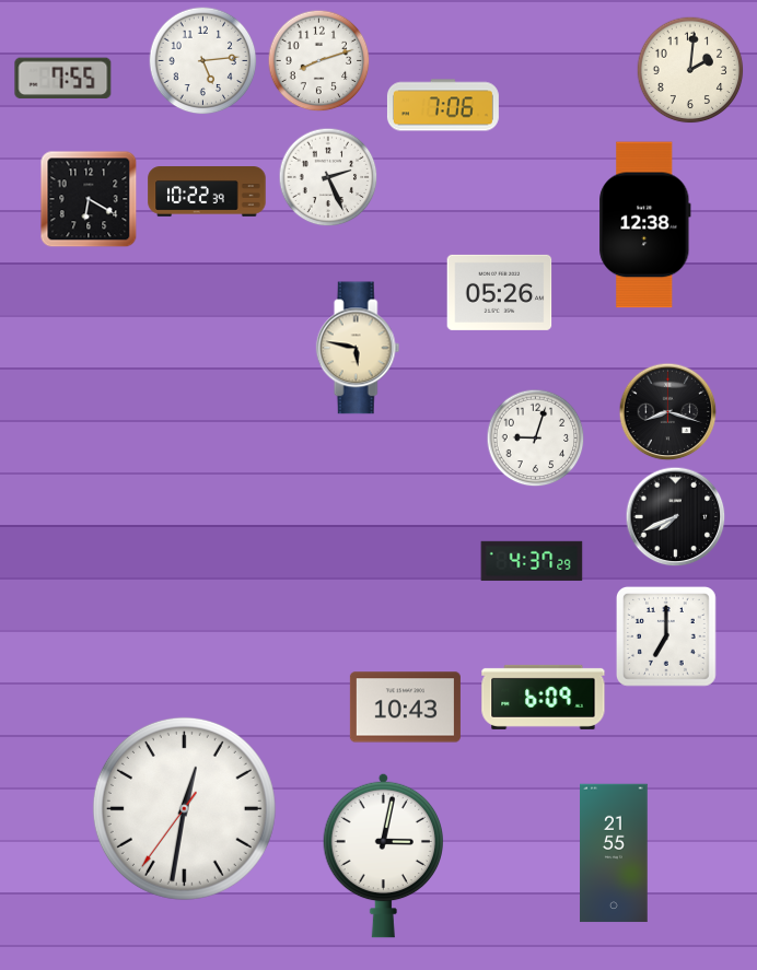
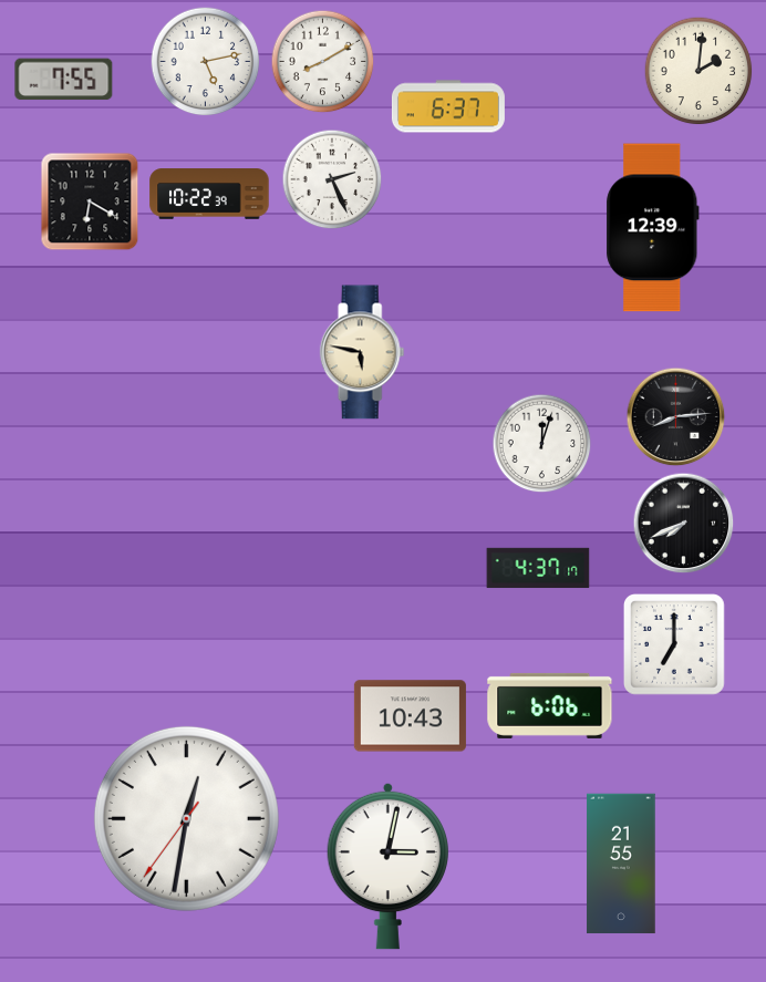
clock at (203, 61): 5:14 -> 5:13
clock at (319, 61): 8:12 -> 8:10
clock at (443, 105): 7:06 -> 6:37
clock at (645, 225): 12:38 -> 12:39
clock at (500, 292): 05:26 -> none
clock at (668, 412): 8:18 -> 8:14
clock at (536, 439): 9:03 -> 12:03
clock at (532, 561): 4:37:29 -> 4:37:17
clock at (544, 697): 6:09 -> 6:06
